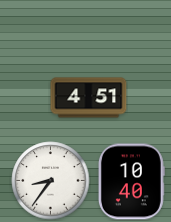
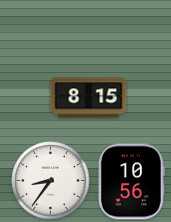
clock at (89, 98): 4:51 -> 8:15
clock at (131, 182): 10:40 -> 10:56
